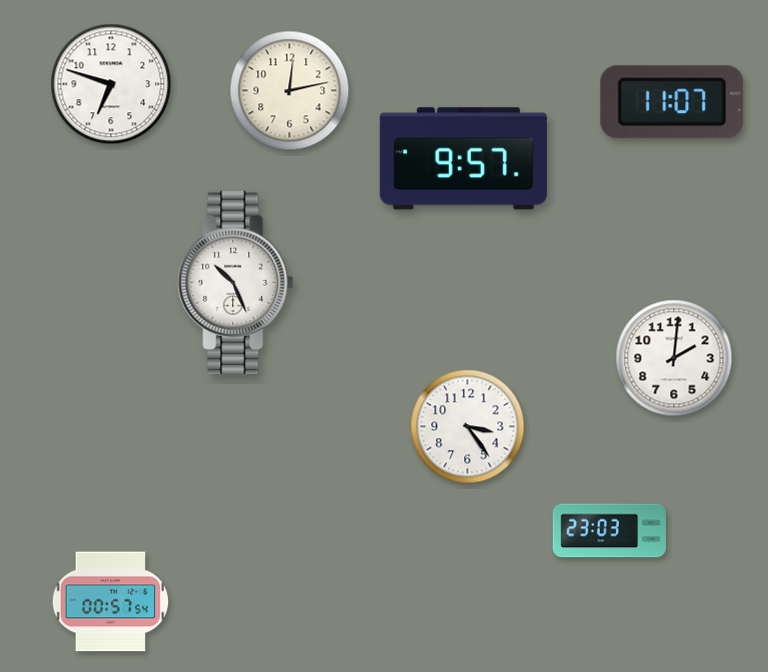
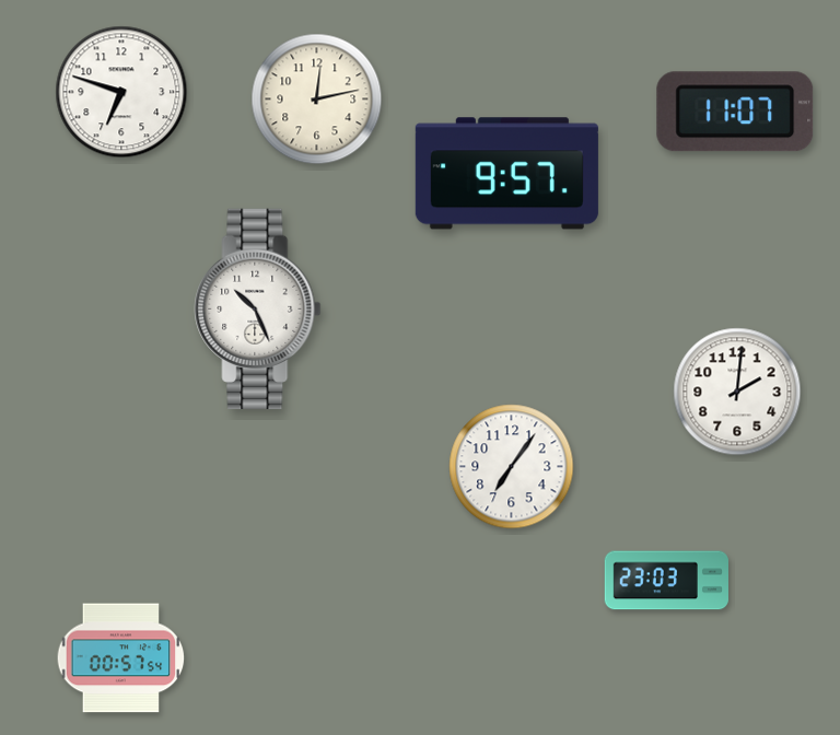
clock at (468, 427): 3:24 -> 7:06
